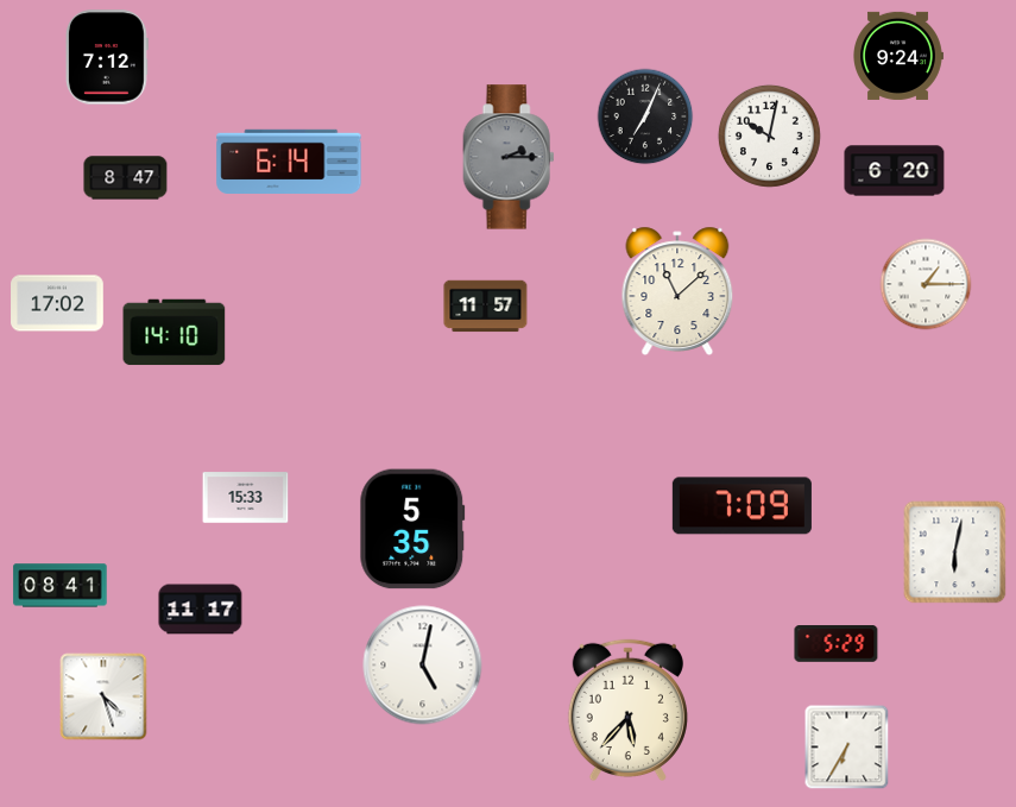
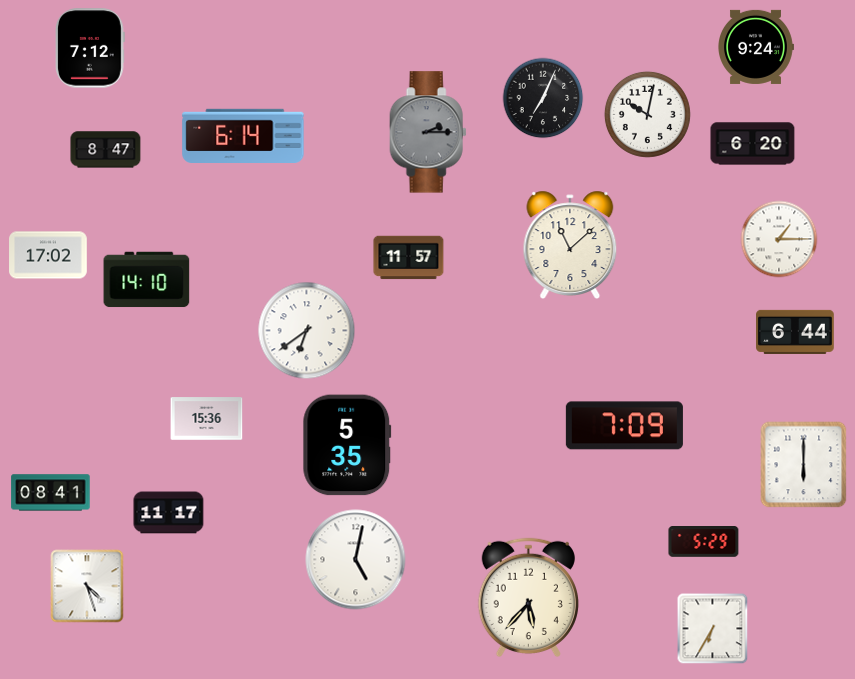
clock at (307, 331): none -> 6:39
clock at (795, 332): none -> 6:44
clock at (246, 498): 15:33 -> 15:36
clock at (955, 553): 6:02 -> 6:00
